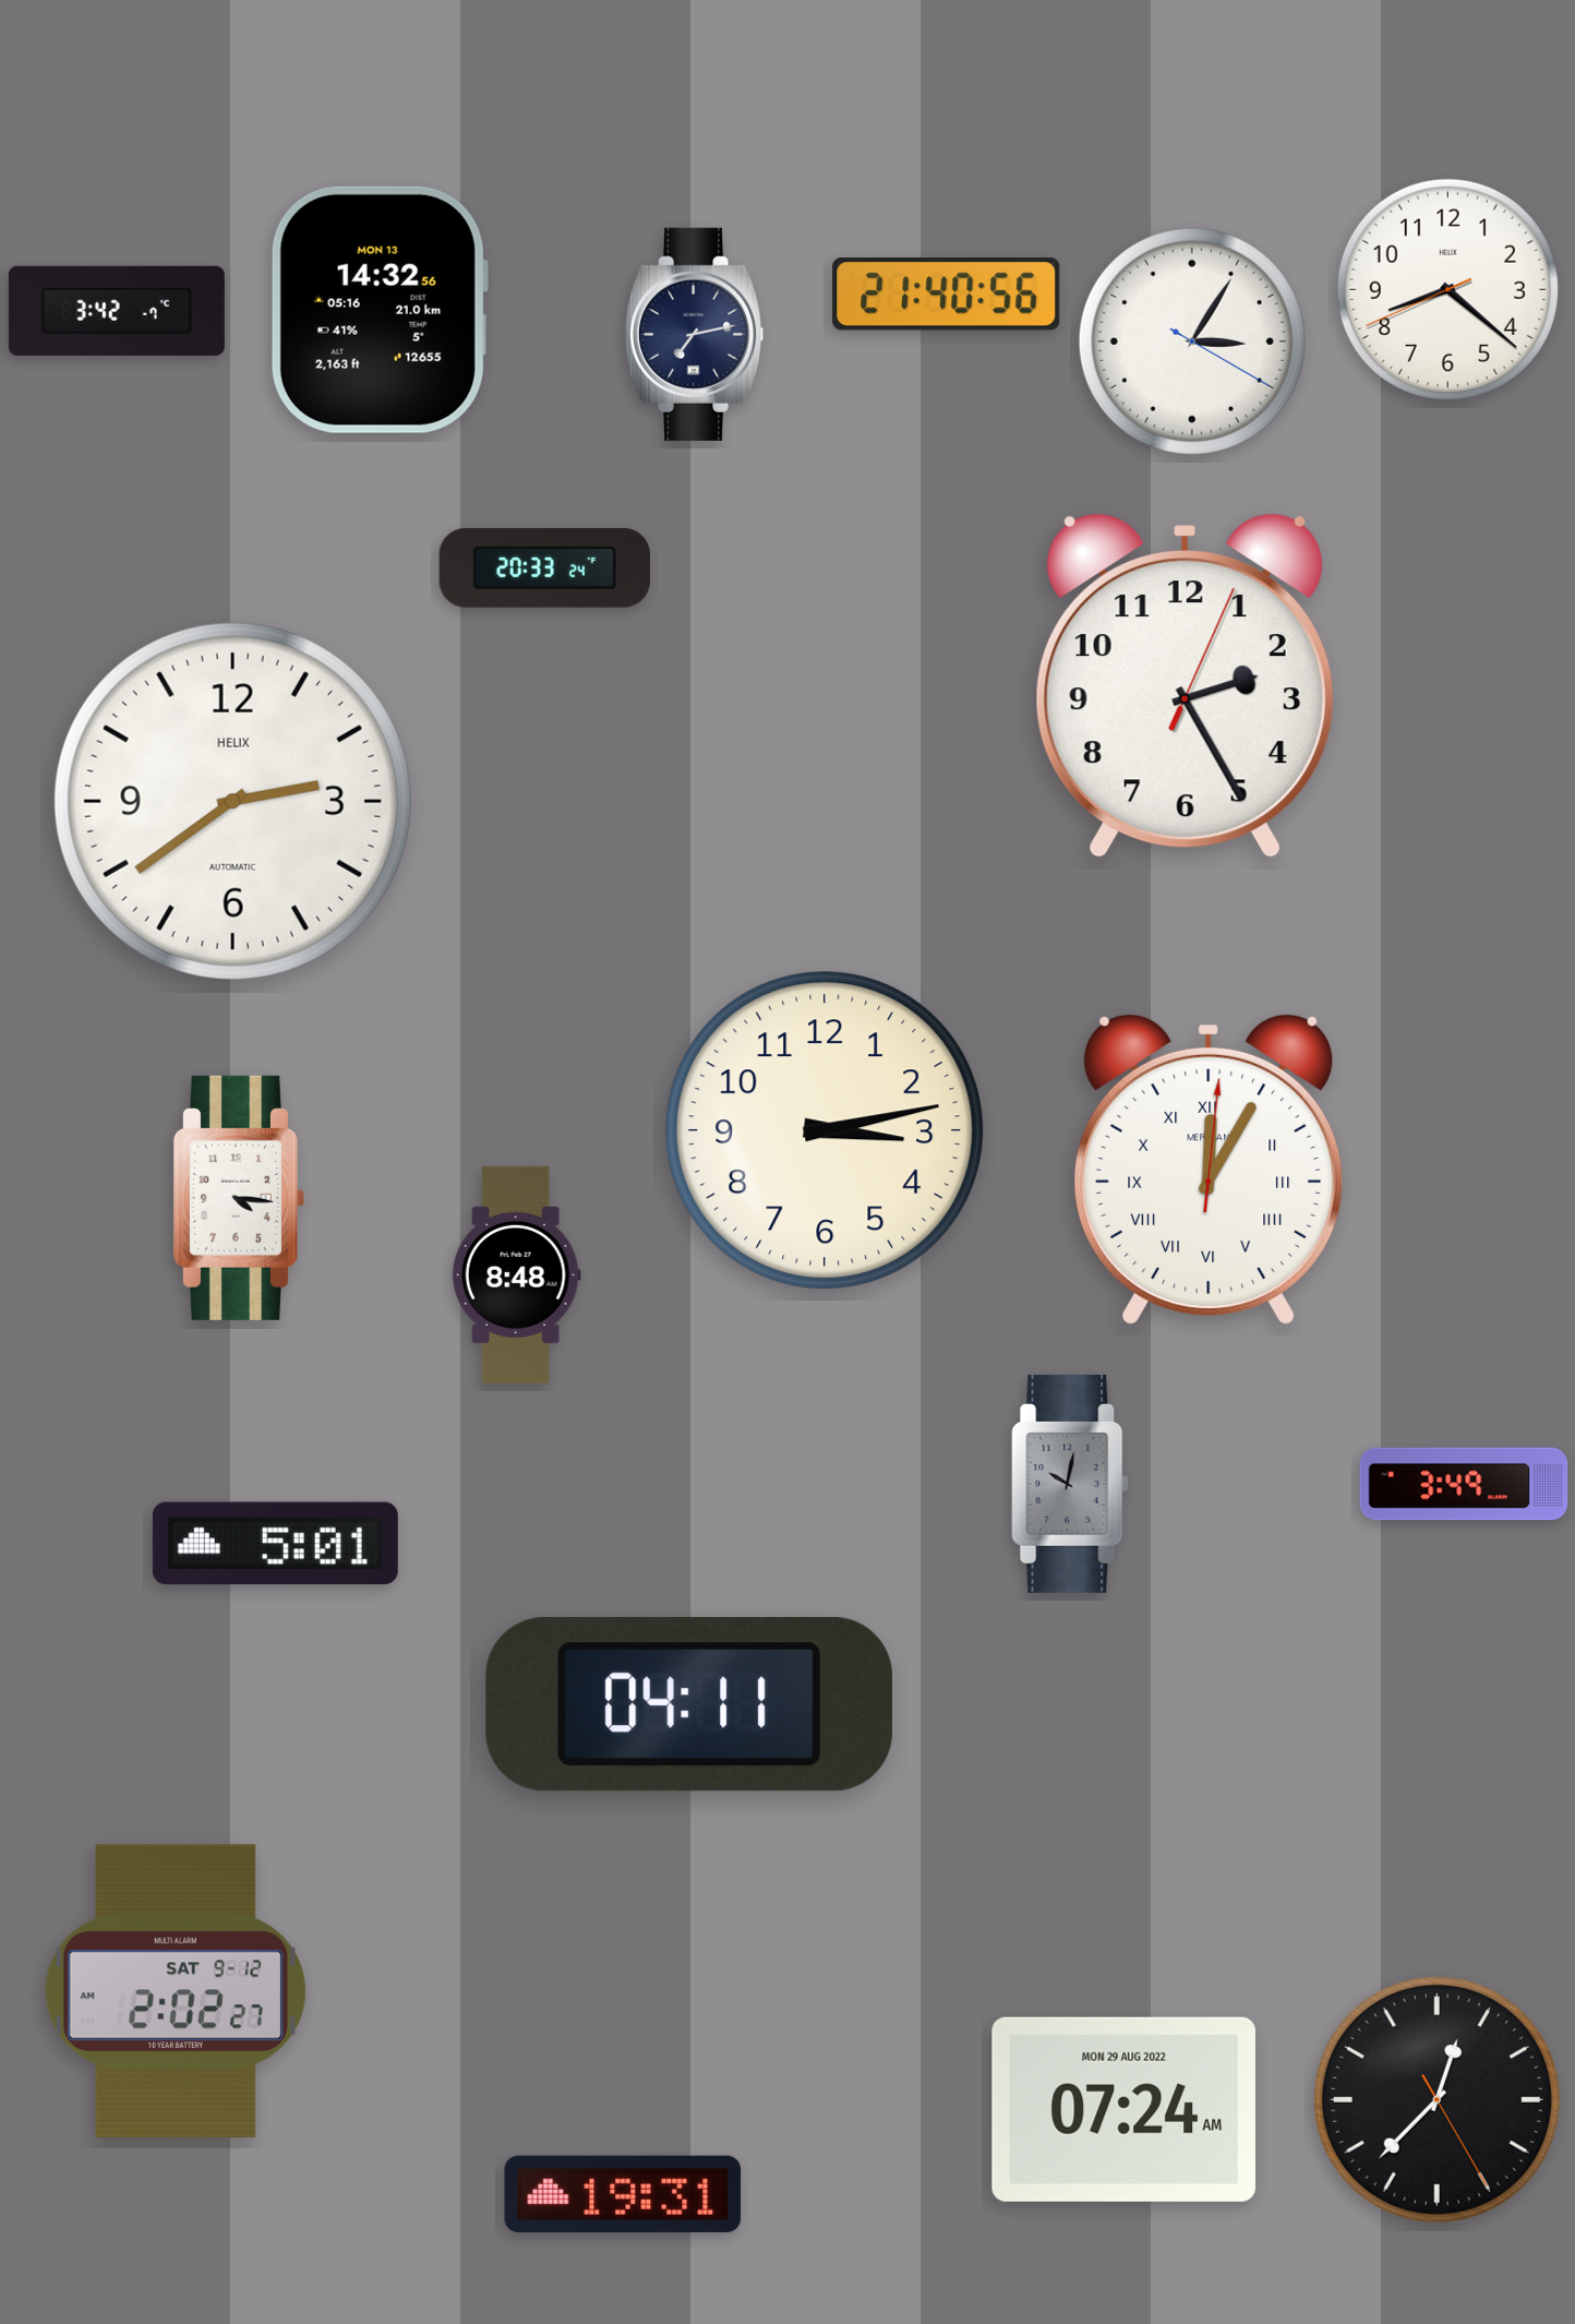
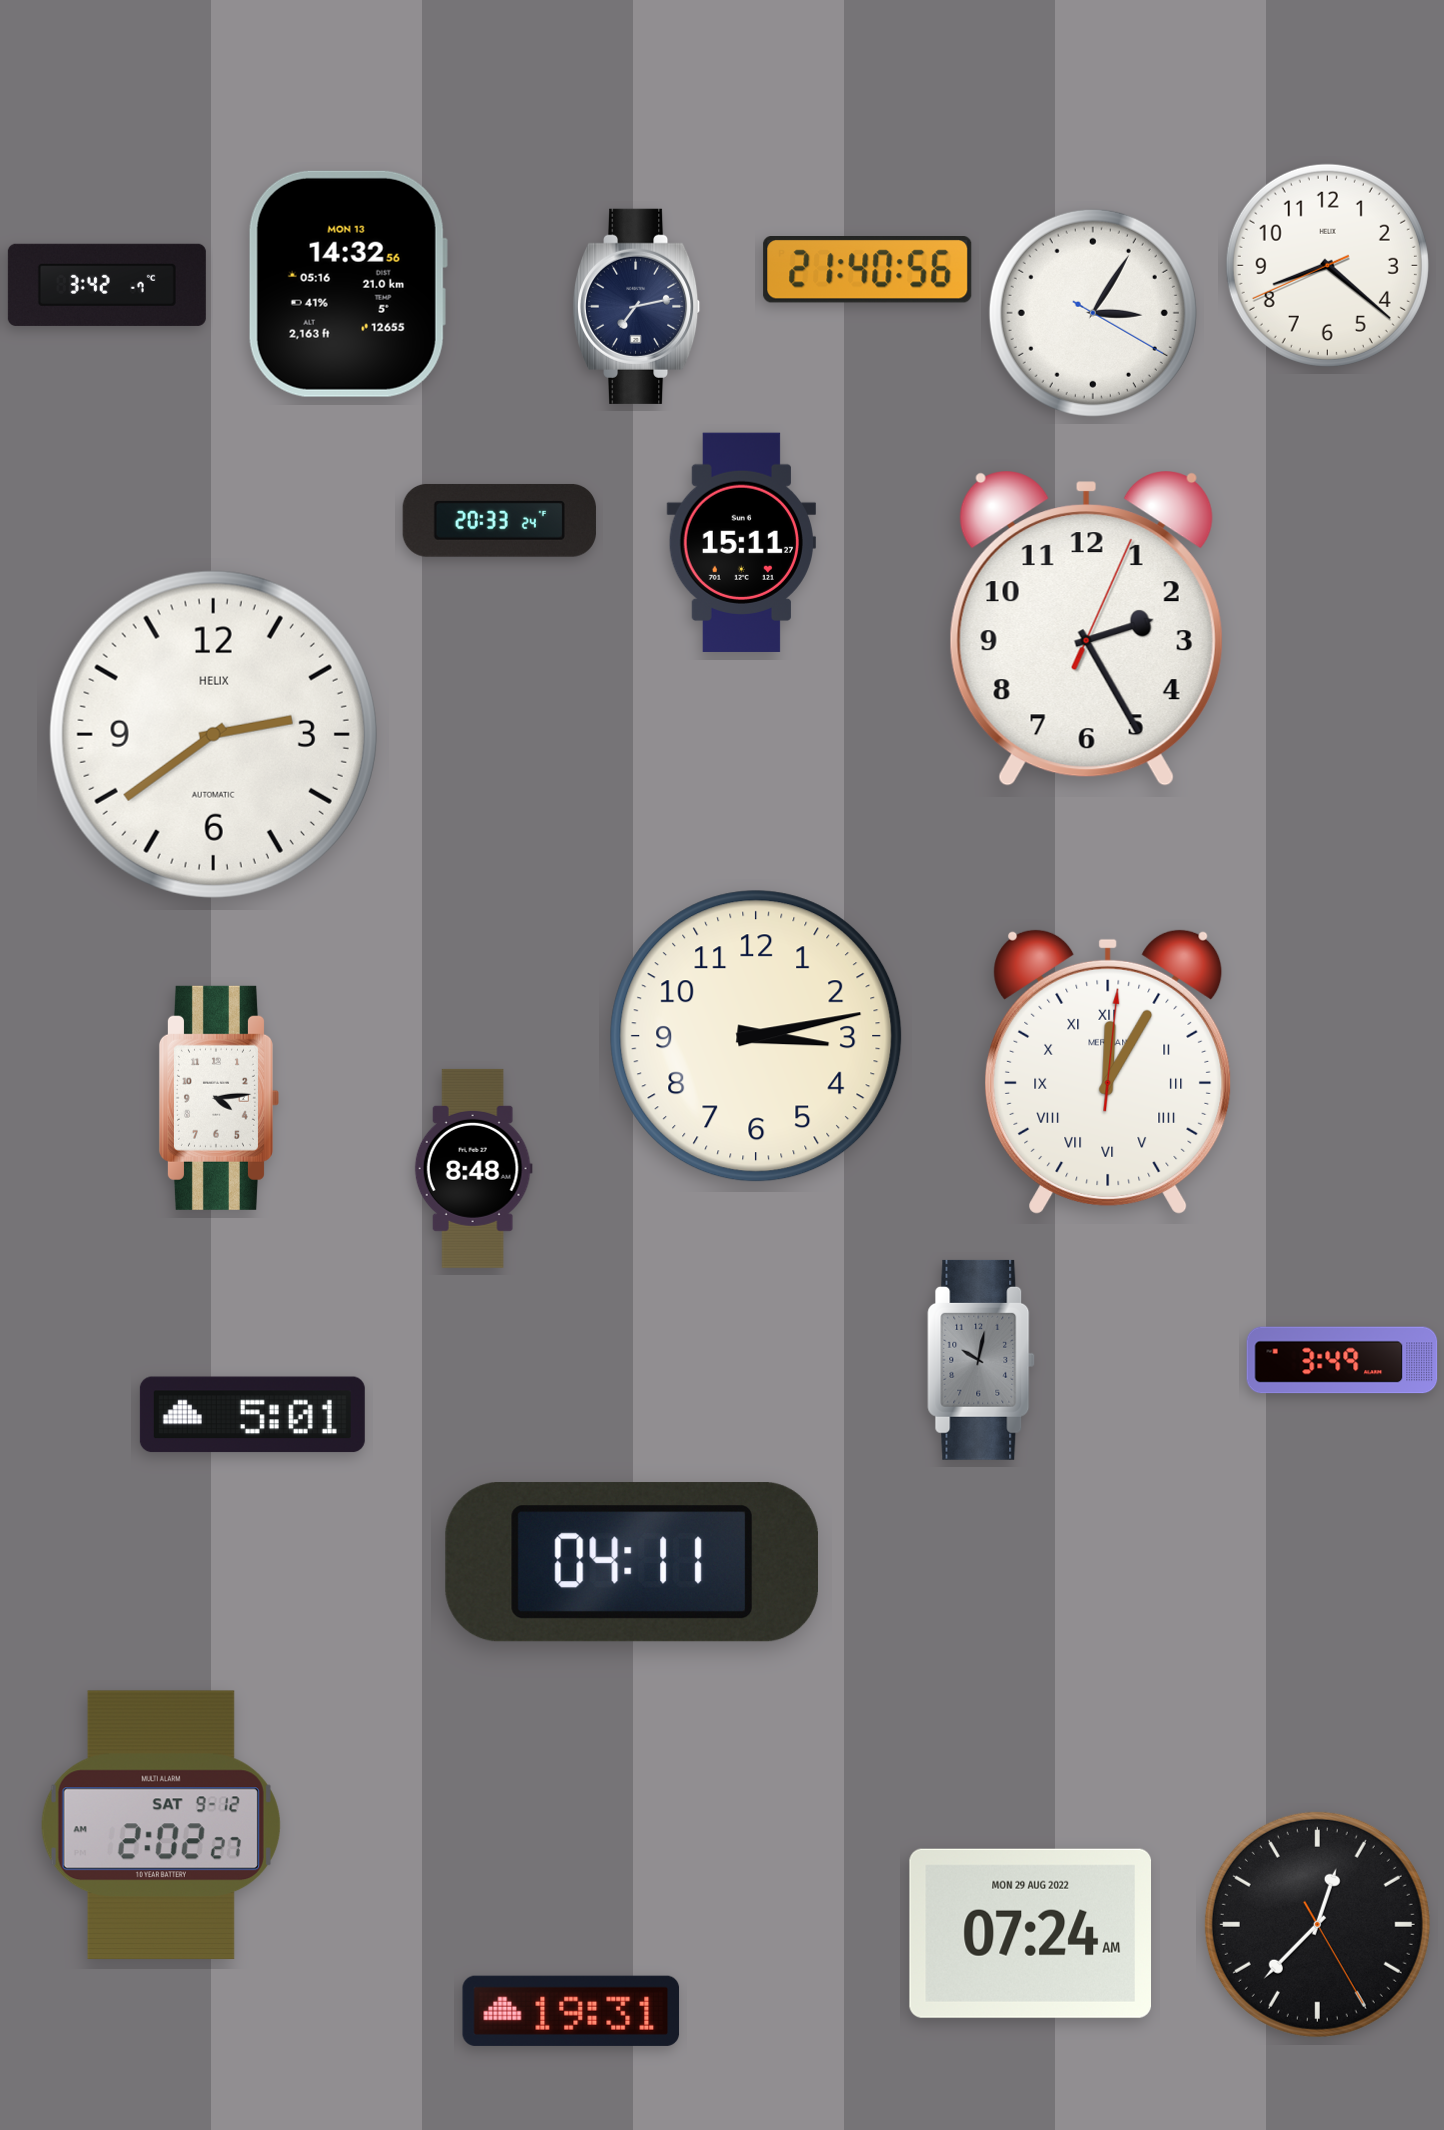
clock at (741, 542): none -> 15:11
clock at (239, 1198): 4:16 -> 4:14
